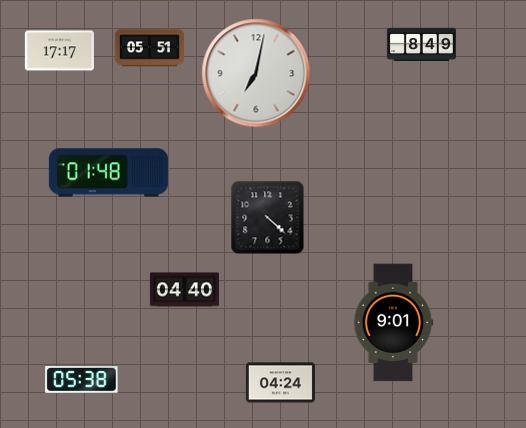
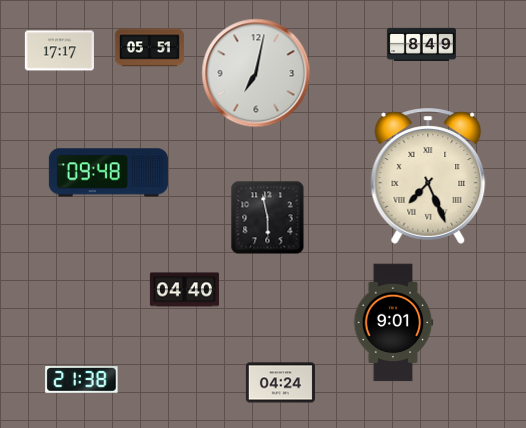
clock at (108, 173): 01:48 -> 09:48
clock at (428, 176): none -> 7:26
clock at (268, 218): 4:22 -> 5:58
clock at (82, 380): 05:38 -> 21:38
